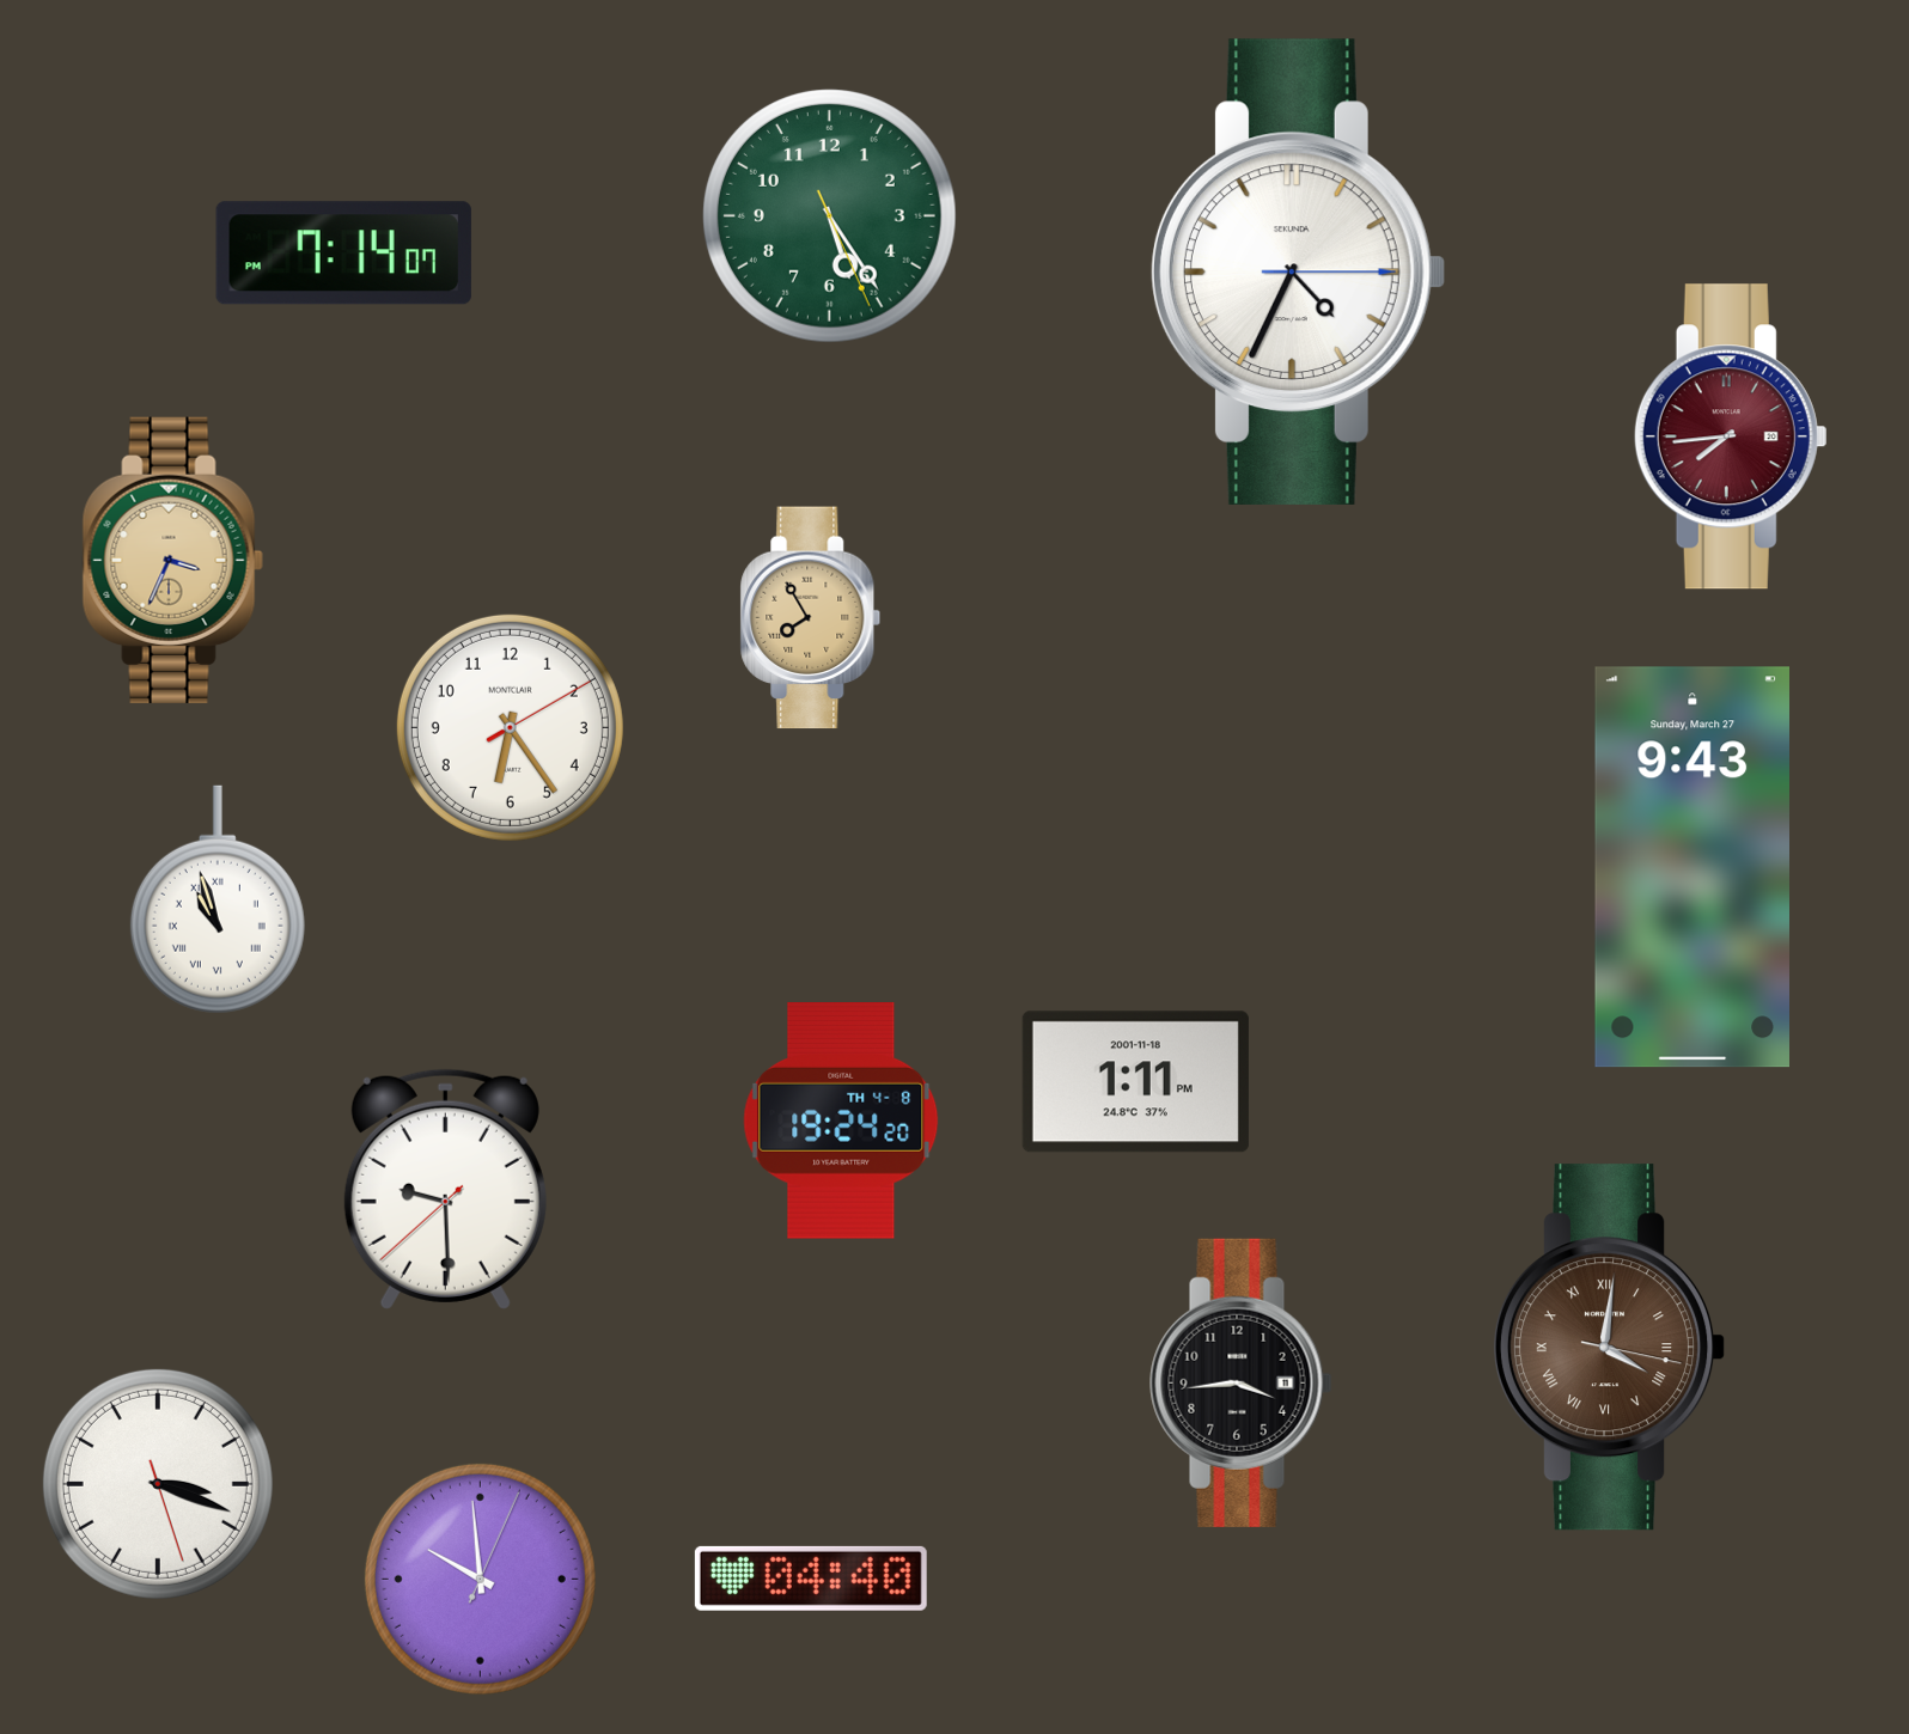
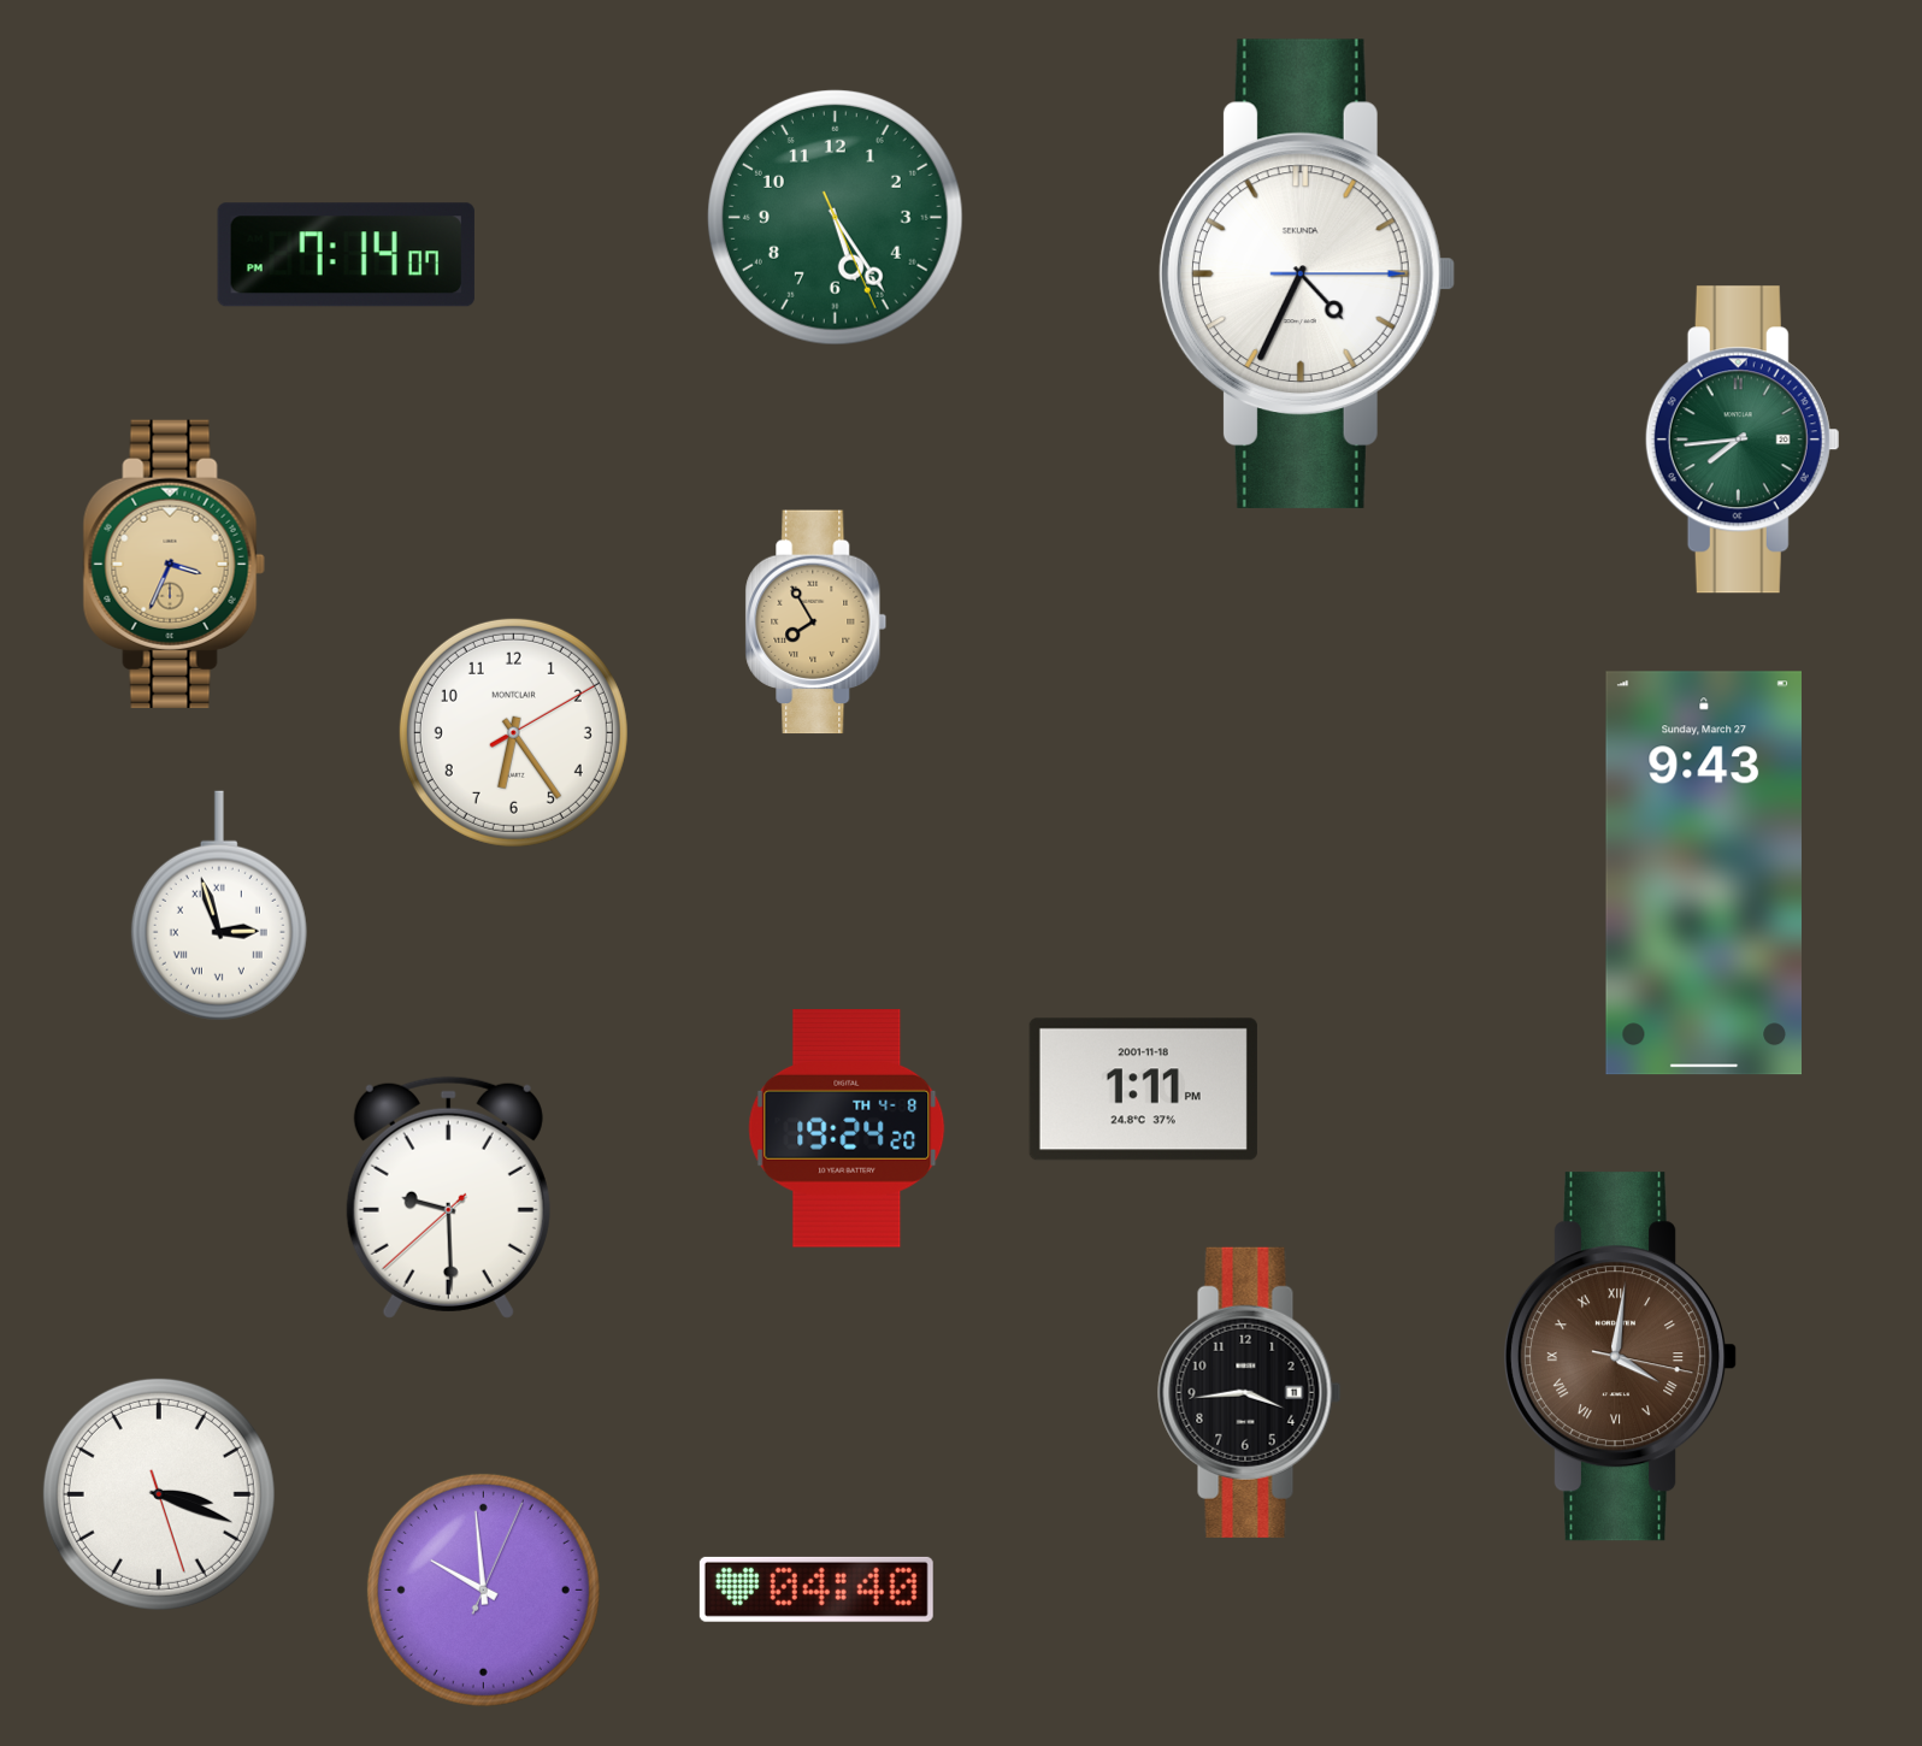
clock at (1731, 436) dial: burgundy -> green
clock at (218, 899): 10:57 -> 2:57
